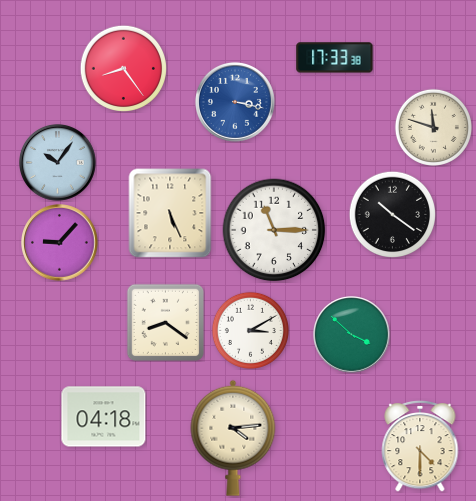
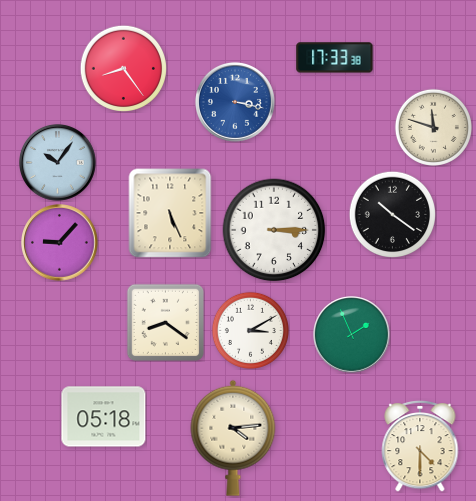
clock at (274, 230): 11:15 -> 3:15
clock at (352, 335): 3:52 -> 1:56
clock at (104, 417): 04:18 -> 05:18
